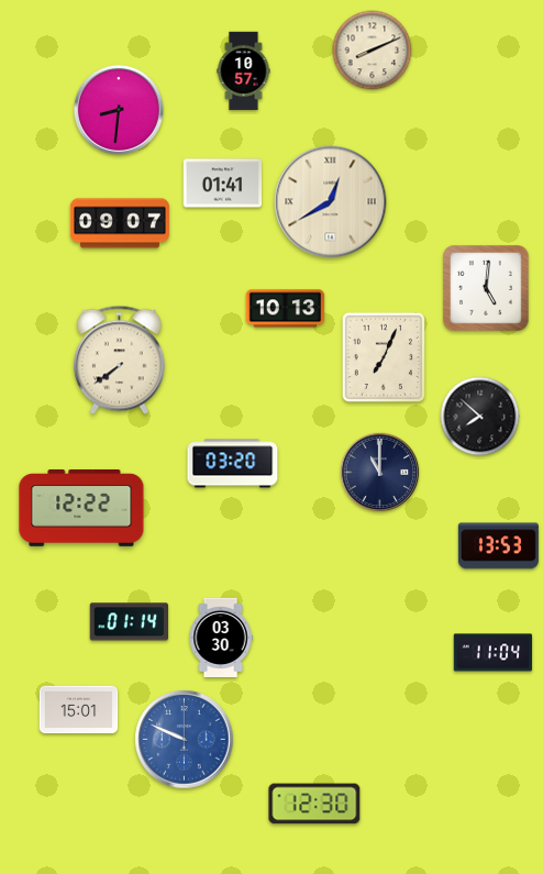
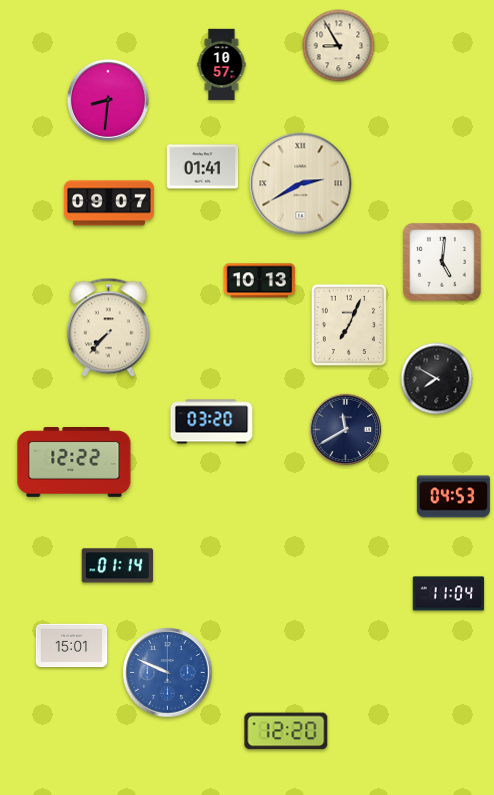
clock at (373, 51): 8:11 -> 8:55
clock at (331, 202): 12:40 -> 2:40
clock at (119, 361): 7:39 -> 7:37
clock at (480, 417): 7:52 -> 7:50
clock at (380, 473): 11:00 -> 11:40
clock at (498, 546): 13:53 -> 04:53
clock at (221, 637): 03:30 -> none
clock at (314, 804): 12:30 -> 12:20
